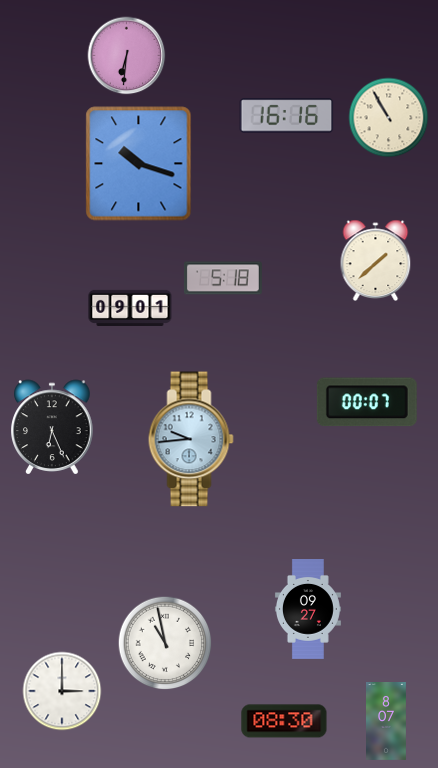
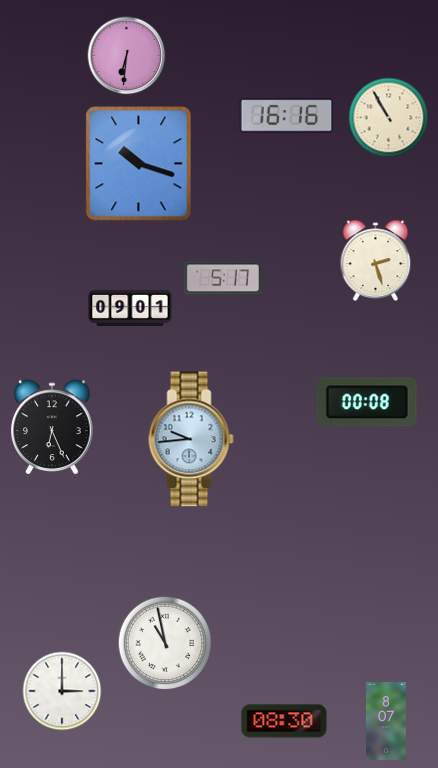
clock at (376, 260): 1:38 -> 2:27
clock at (223, 278): 5:18 -> 5:17
clock at (367, 402): 00:07 -> 00:08
clock at (308, 610): 09:27 -> none
